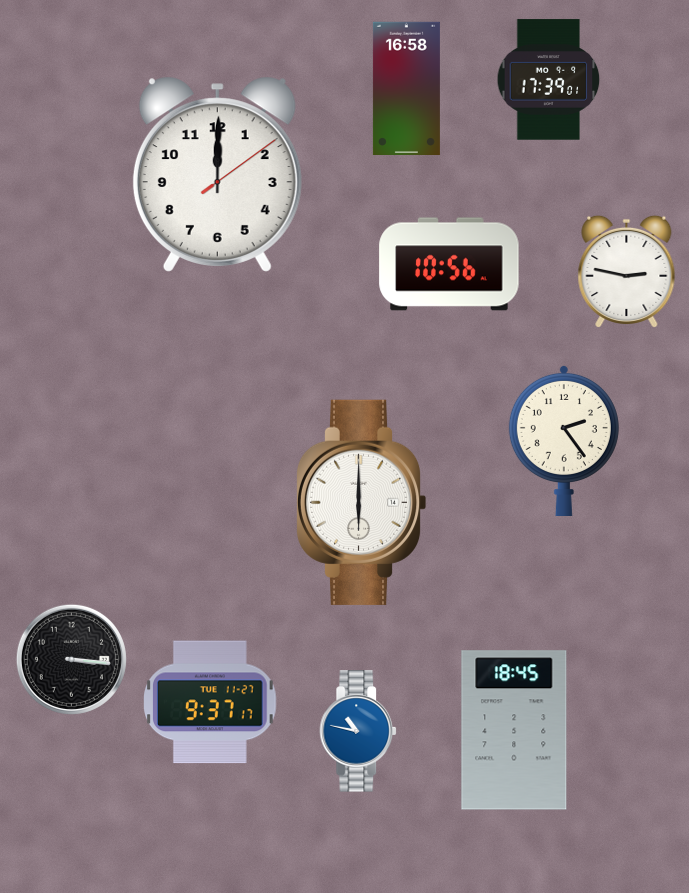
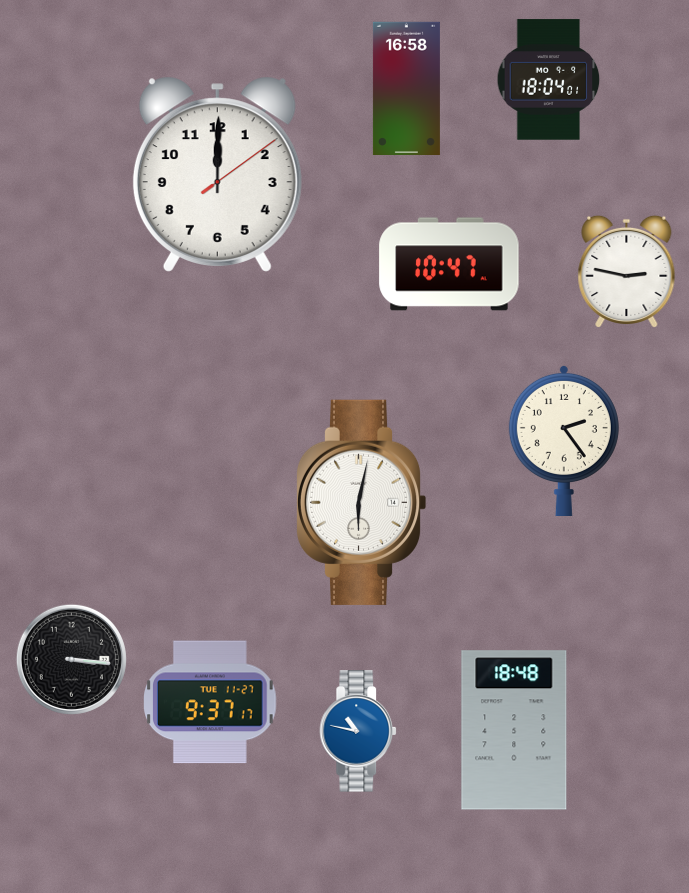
clock at (549, 80): 17:39 -> 18:04
clock at (449, 264): 10:56 -> 10:47
clock at (361, 502): 6:00 -> 6:02
clock at (514, 730): 18:45 -> 18:48
